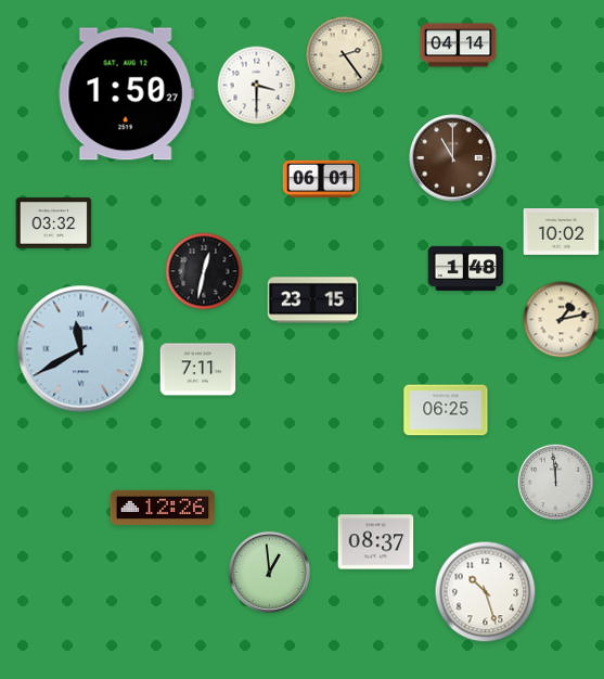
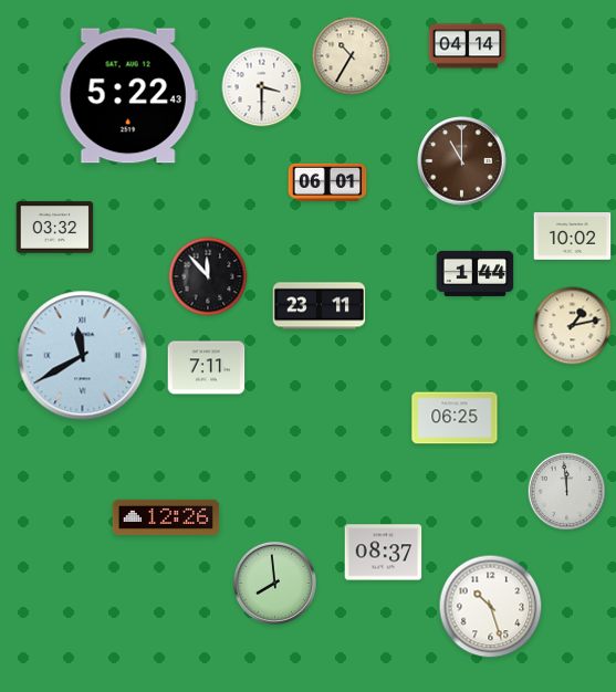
clock at (345, 55): 2:24 -> 10:35
clock at (126, 94): 1:50 -> 5:22
clock at (466, 268): 1:48 -> 1:44
clock at (204, 271): 12:32 -> 11:53
clock at (313, 300): 23:15 -> 23:11
clock at (198, 370) position: (198, 370) -> (207, 368)
clock at (269, 572): 12:59 -> 7:59
clock at (486, 592) position: (486, 592) -> (491, 607)
